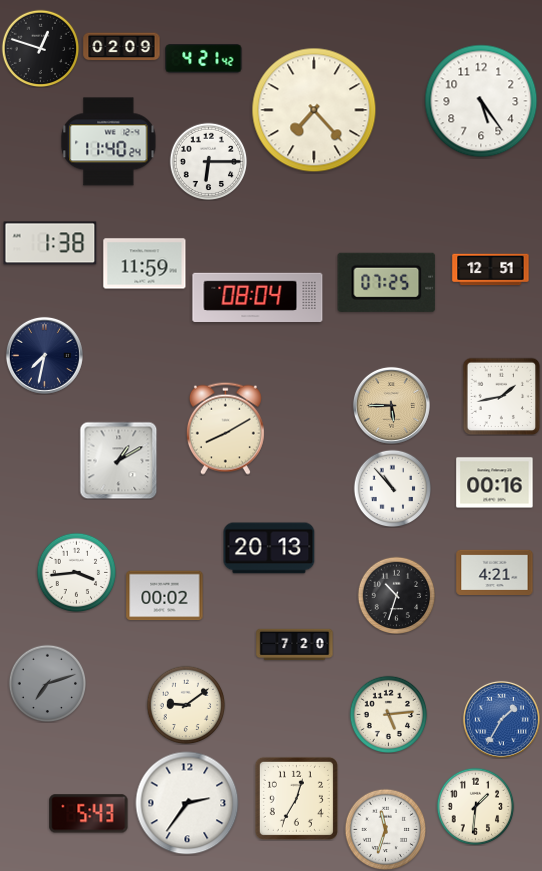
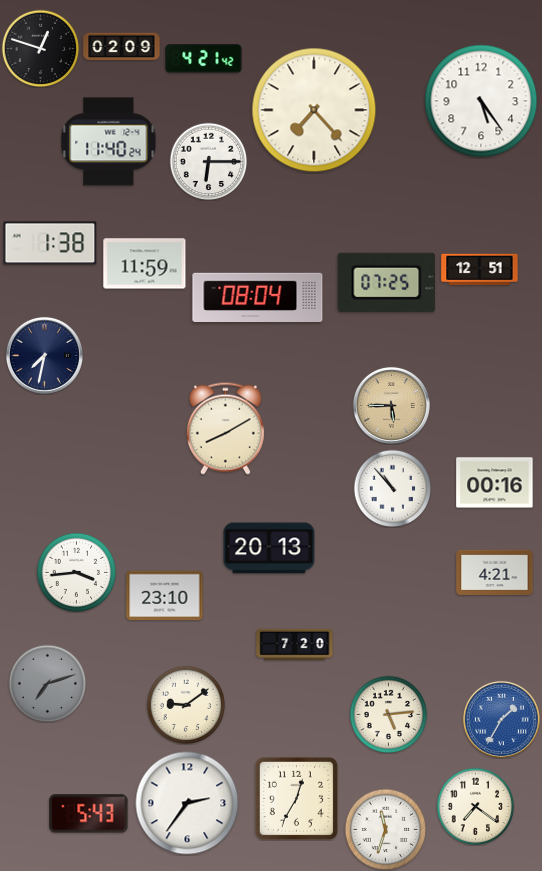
clock at (491, 270) position: (491, 270) -> (480, 270)
clock at (501, 396): 1:43 -> none
clock at (118, 460): 1:10 -> none
clock at (396, 595): 10:33 -> none
clock at (165, 596): 00:02 -> 23:10
clock at (475, 806): 1:31 -> 7:21
